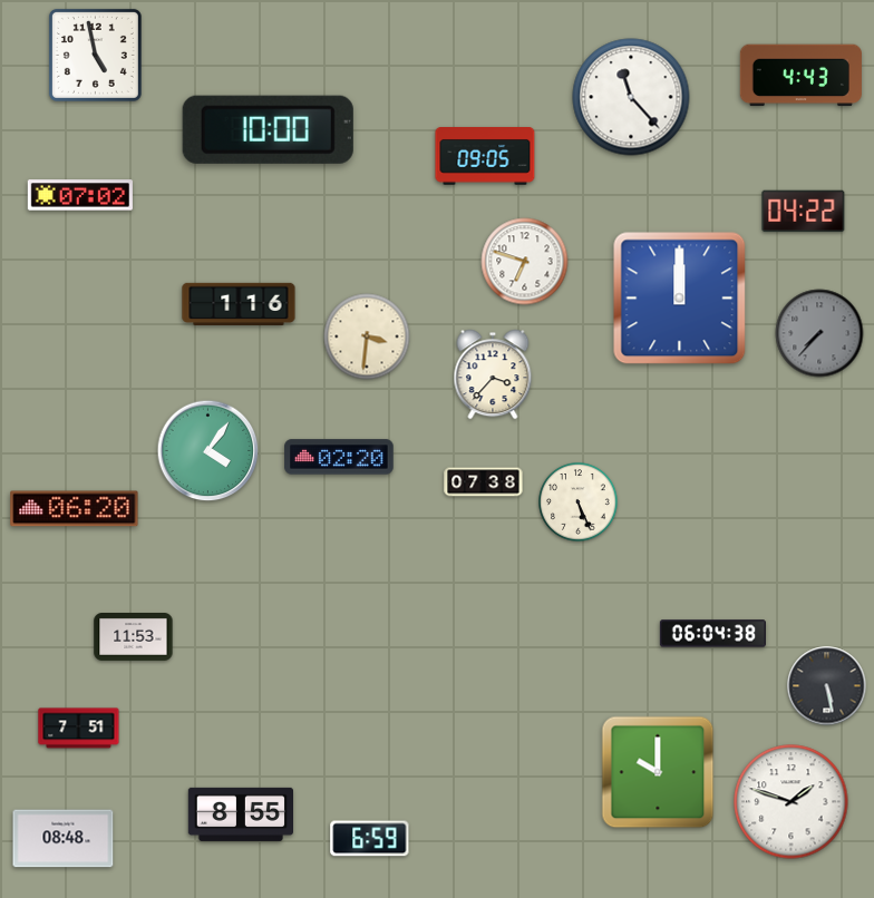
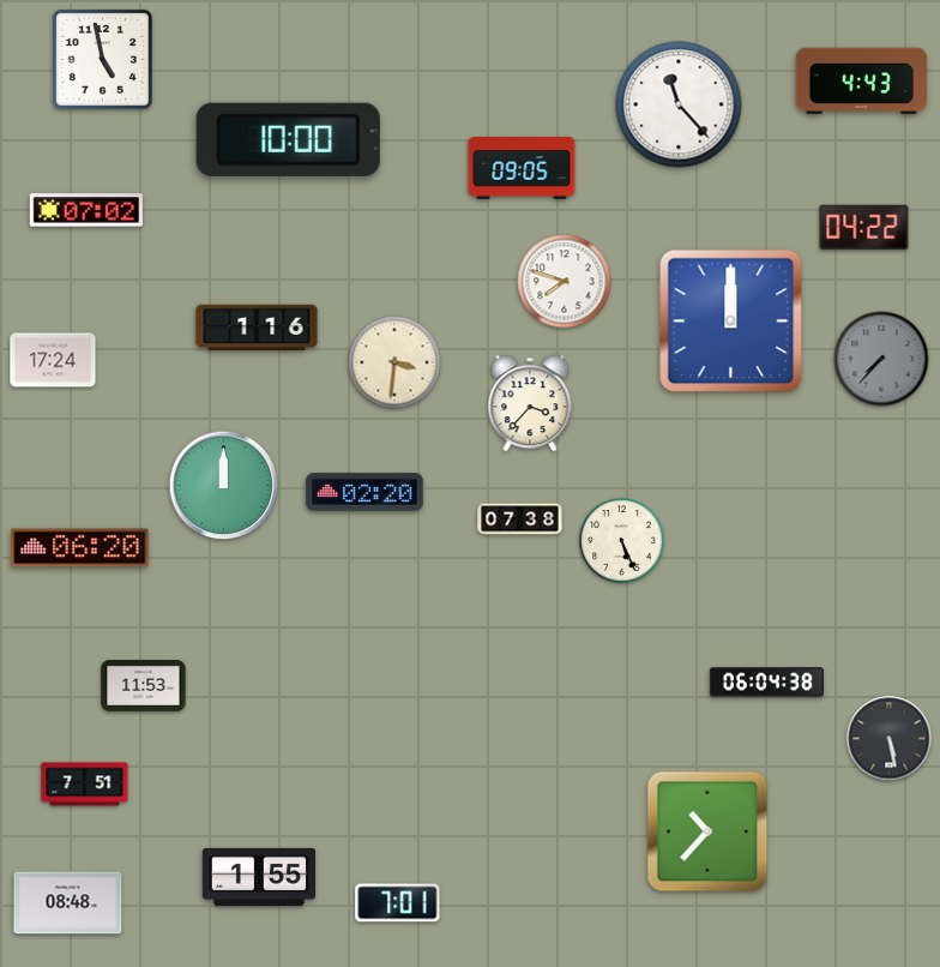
clock at (525, 262): 6:48 -> 7:48
clock at (53, 360): none -> 17:24
clock at (208, 451): 4:06 -> 12:00
clock at (658, 772): 10:00 -> 10:37
clock at (792, 802): 1:48 -> none
clock at (240, 814): 8:55 -> 1:55
clock at (370, 839): 6:59 -> 7:01
